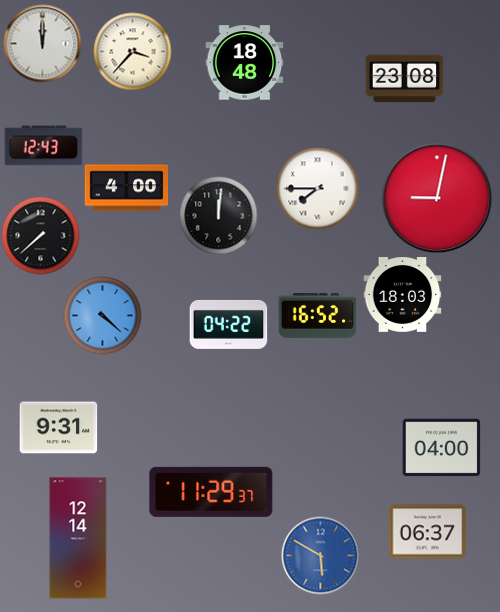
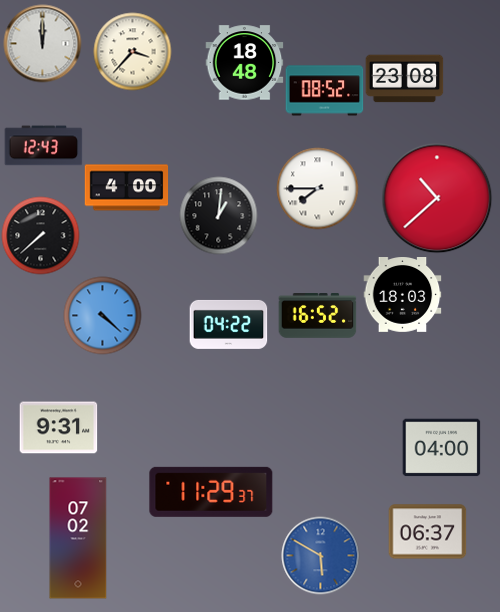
clock at (324, 91): none -> 08:52
clock at (437, 198): 9:02 -> 10:38
clock at (218, 215): 12:01 -> 1:01
clock at (78, 538): 12:14 -> 07:02
